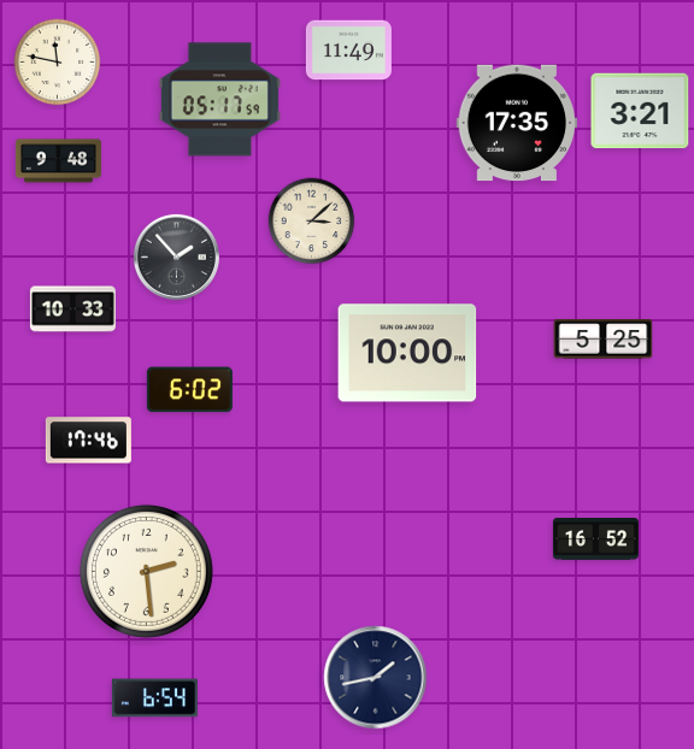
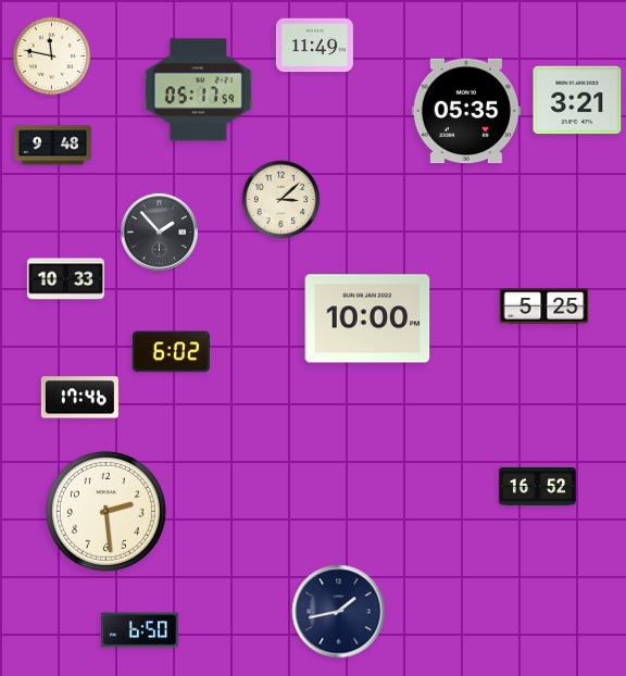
clock at (517, 123): 17:35 -> 05:35
clock at (146, 571) position: (146, 571) -> (105, 511)
clock at (154, 698): 6:54 -> 6:50
